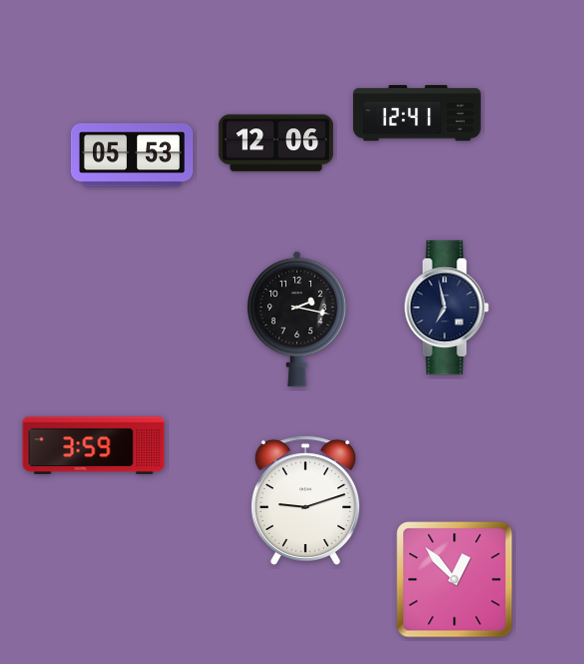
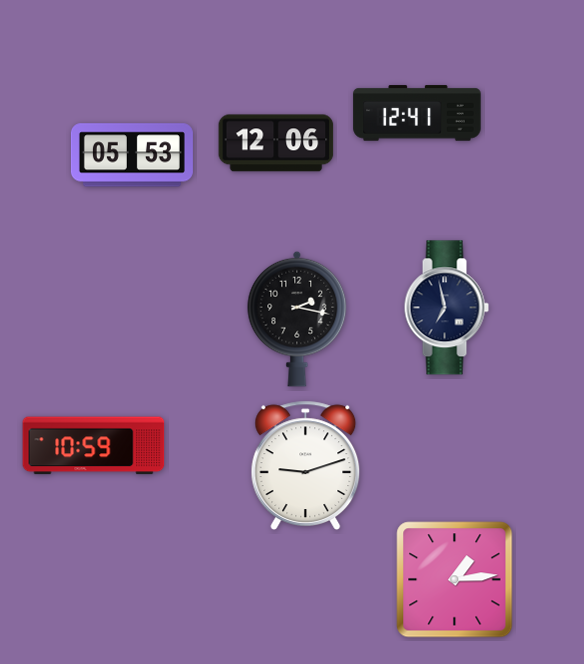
clock at (94, 446): 3:59 -> 10:59
clock at (306, 500) position: (306, 500) -> (306, 465)
clock at (455, 580): 12:53 -> 1:14
